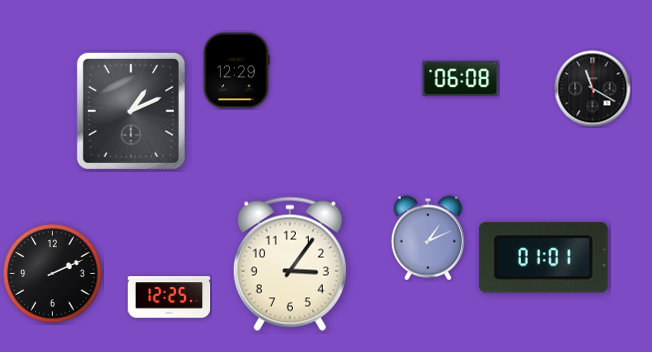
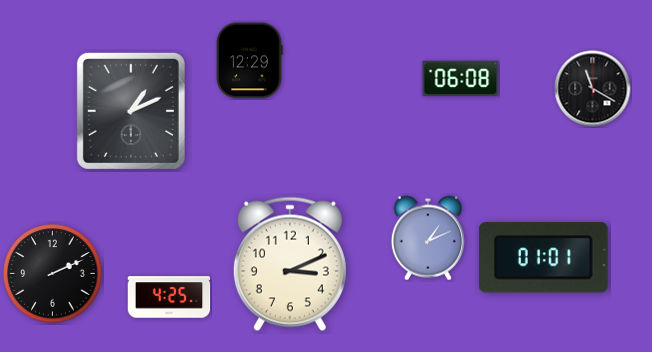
clock at (236, 71) position: (236, 71) -> (249, 61)
clock at (290, 264): 3:06 -> 3:11
clock at (169, 297): 12:25 -> 4:25
